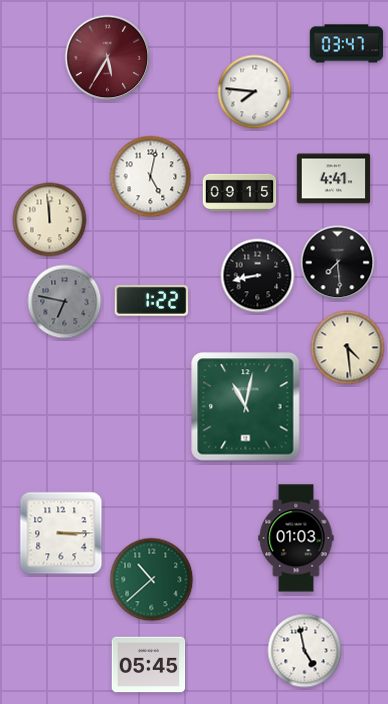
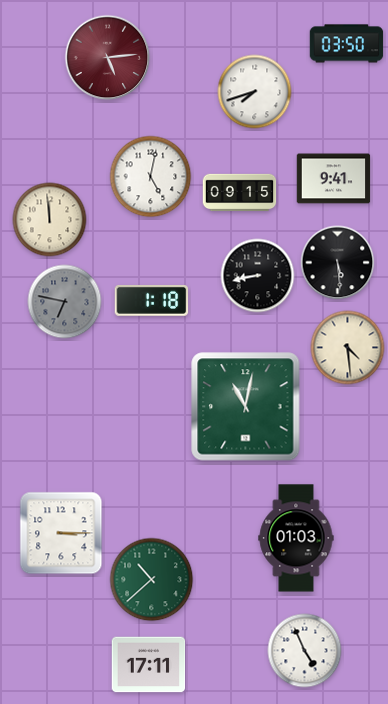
clock at (347, 44): 03:47 -> 03:50
clock at (108, 58): 5:35 -> 5:14
clock at (255, 92): 7:46 -> 7:42
clock at (334, 179): 4:41 -> 9:41
clock at (338, 263): 7:29 -> 5:29
clock at (152, 300): 1:22 -> 1:18
clock at (305, 651): 4:58 -> 4:56
clock at (149, 665): 05:45 -> 17:11
